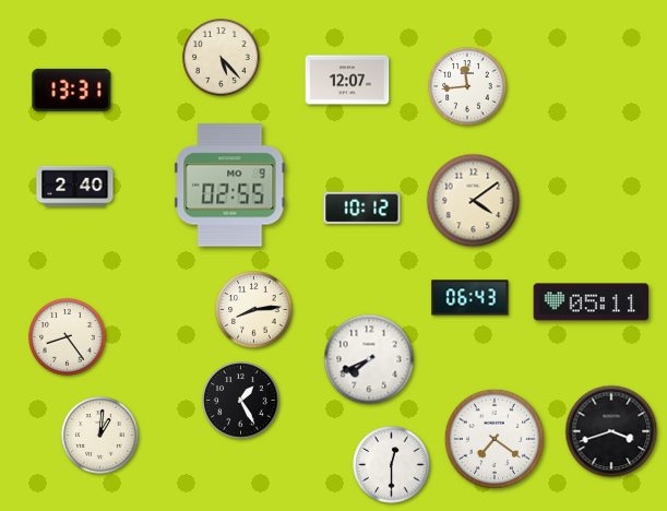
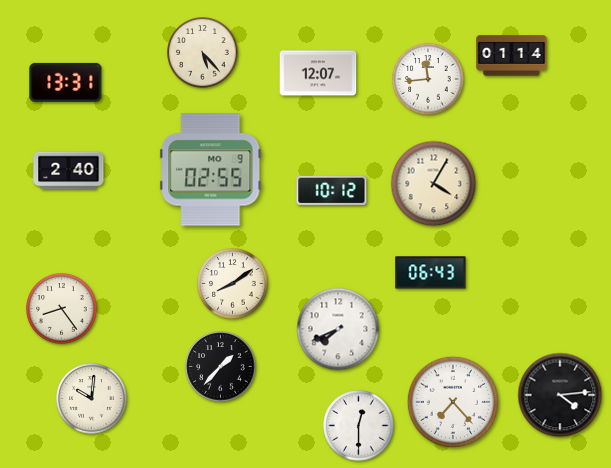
clock at (512, 56): none -> 01:14
clock at (474, 201): 4:09 -> 4:05
clock at (592, 302): 05:11 -> none
clock at (254, 310): 8:14 -> 8:09
clock at (241, 401): 1:25 -> 1:37
clock at (611, 431): 3:42 -> 4:14
clock at (100, 436): 1:01 -> 10:01
clock at (495, 439): 7:21 -> 7:23
